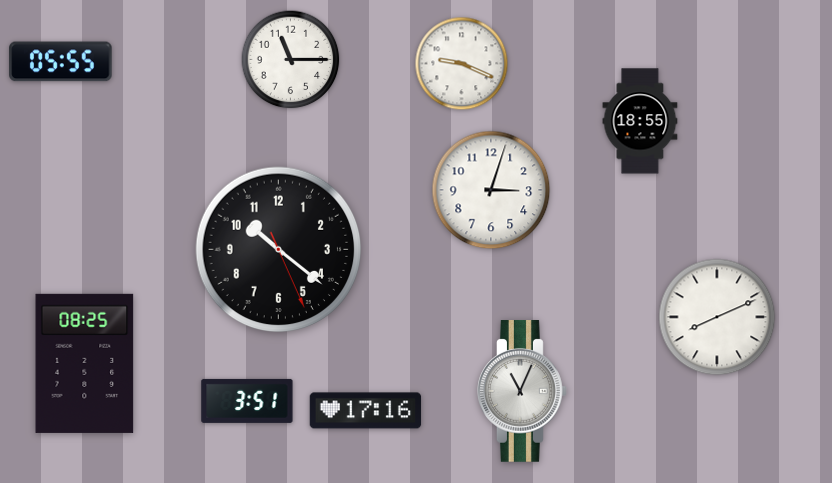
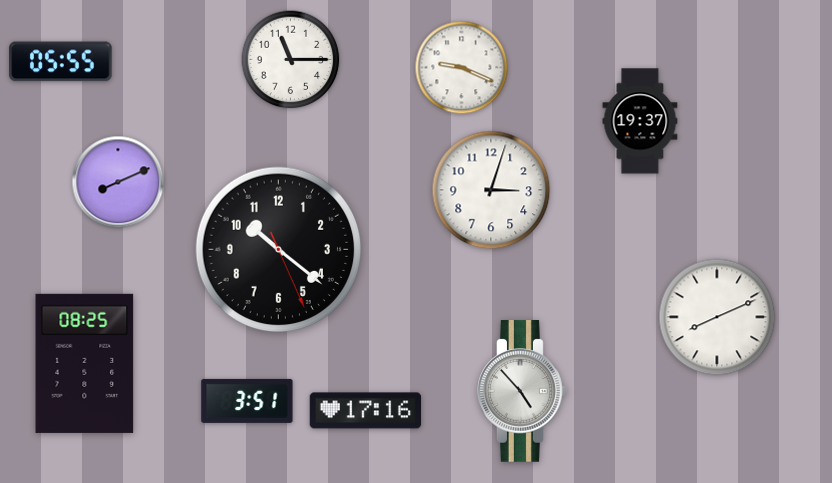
clock at (462, 64) position: (462, 64) -> (462, 68)
clock at (640, 121): 18:55 -> 19:37
clock at (118, 182): none -> 8:11
clock at (522, 391): 11:04 -> 4:53
